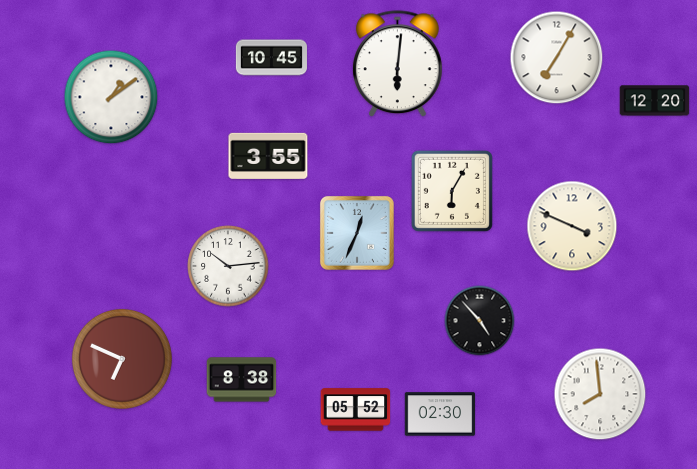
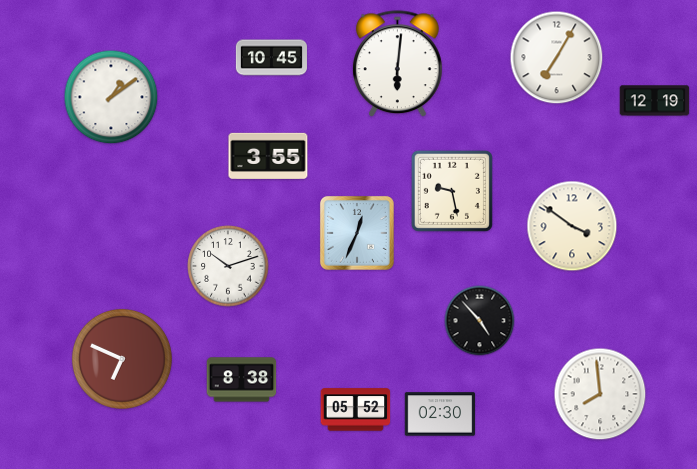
clock at (655, 101): 12:20 -> 12:19
clock at (452, 191): 6:05 -> 9:28
clock at (572, 226): 3:49 -> 3:51
clock at (228, 266): 10:14 -> 10:12
